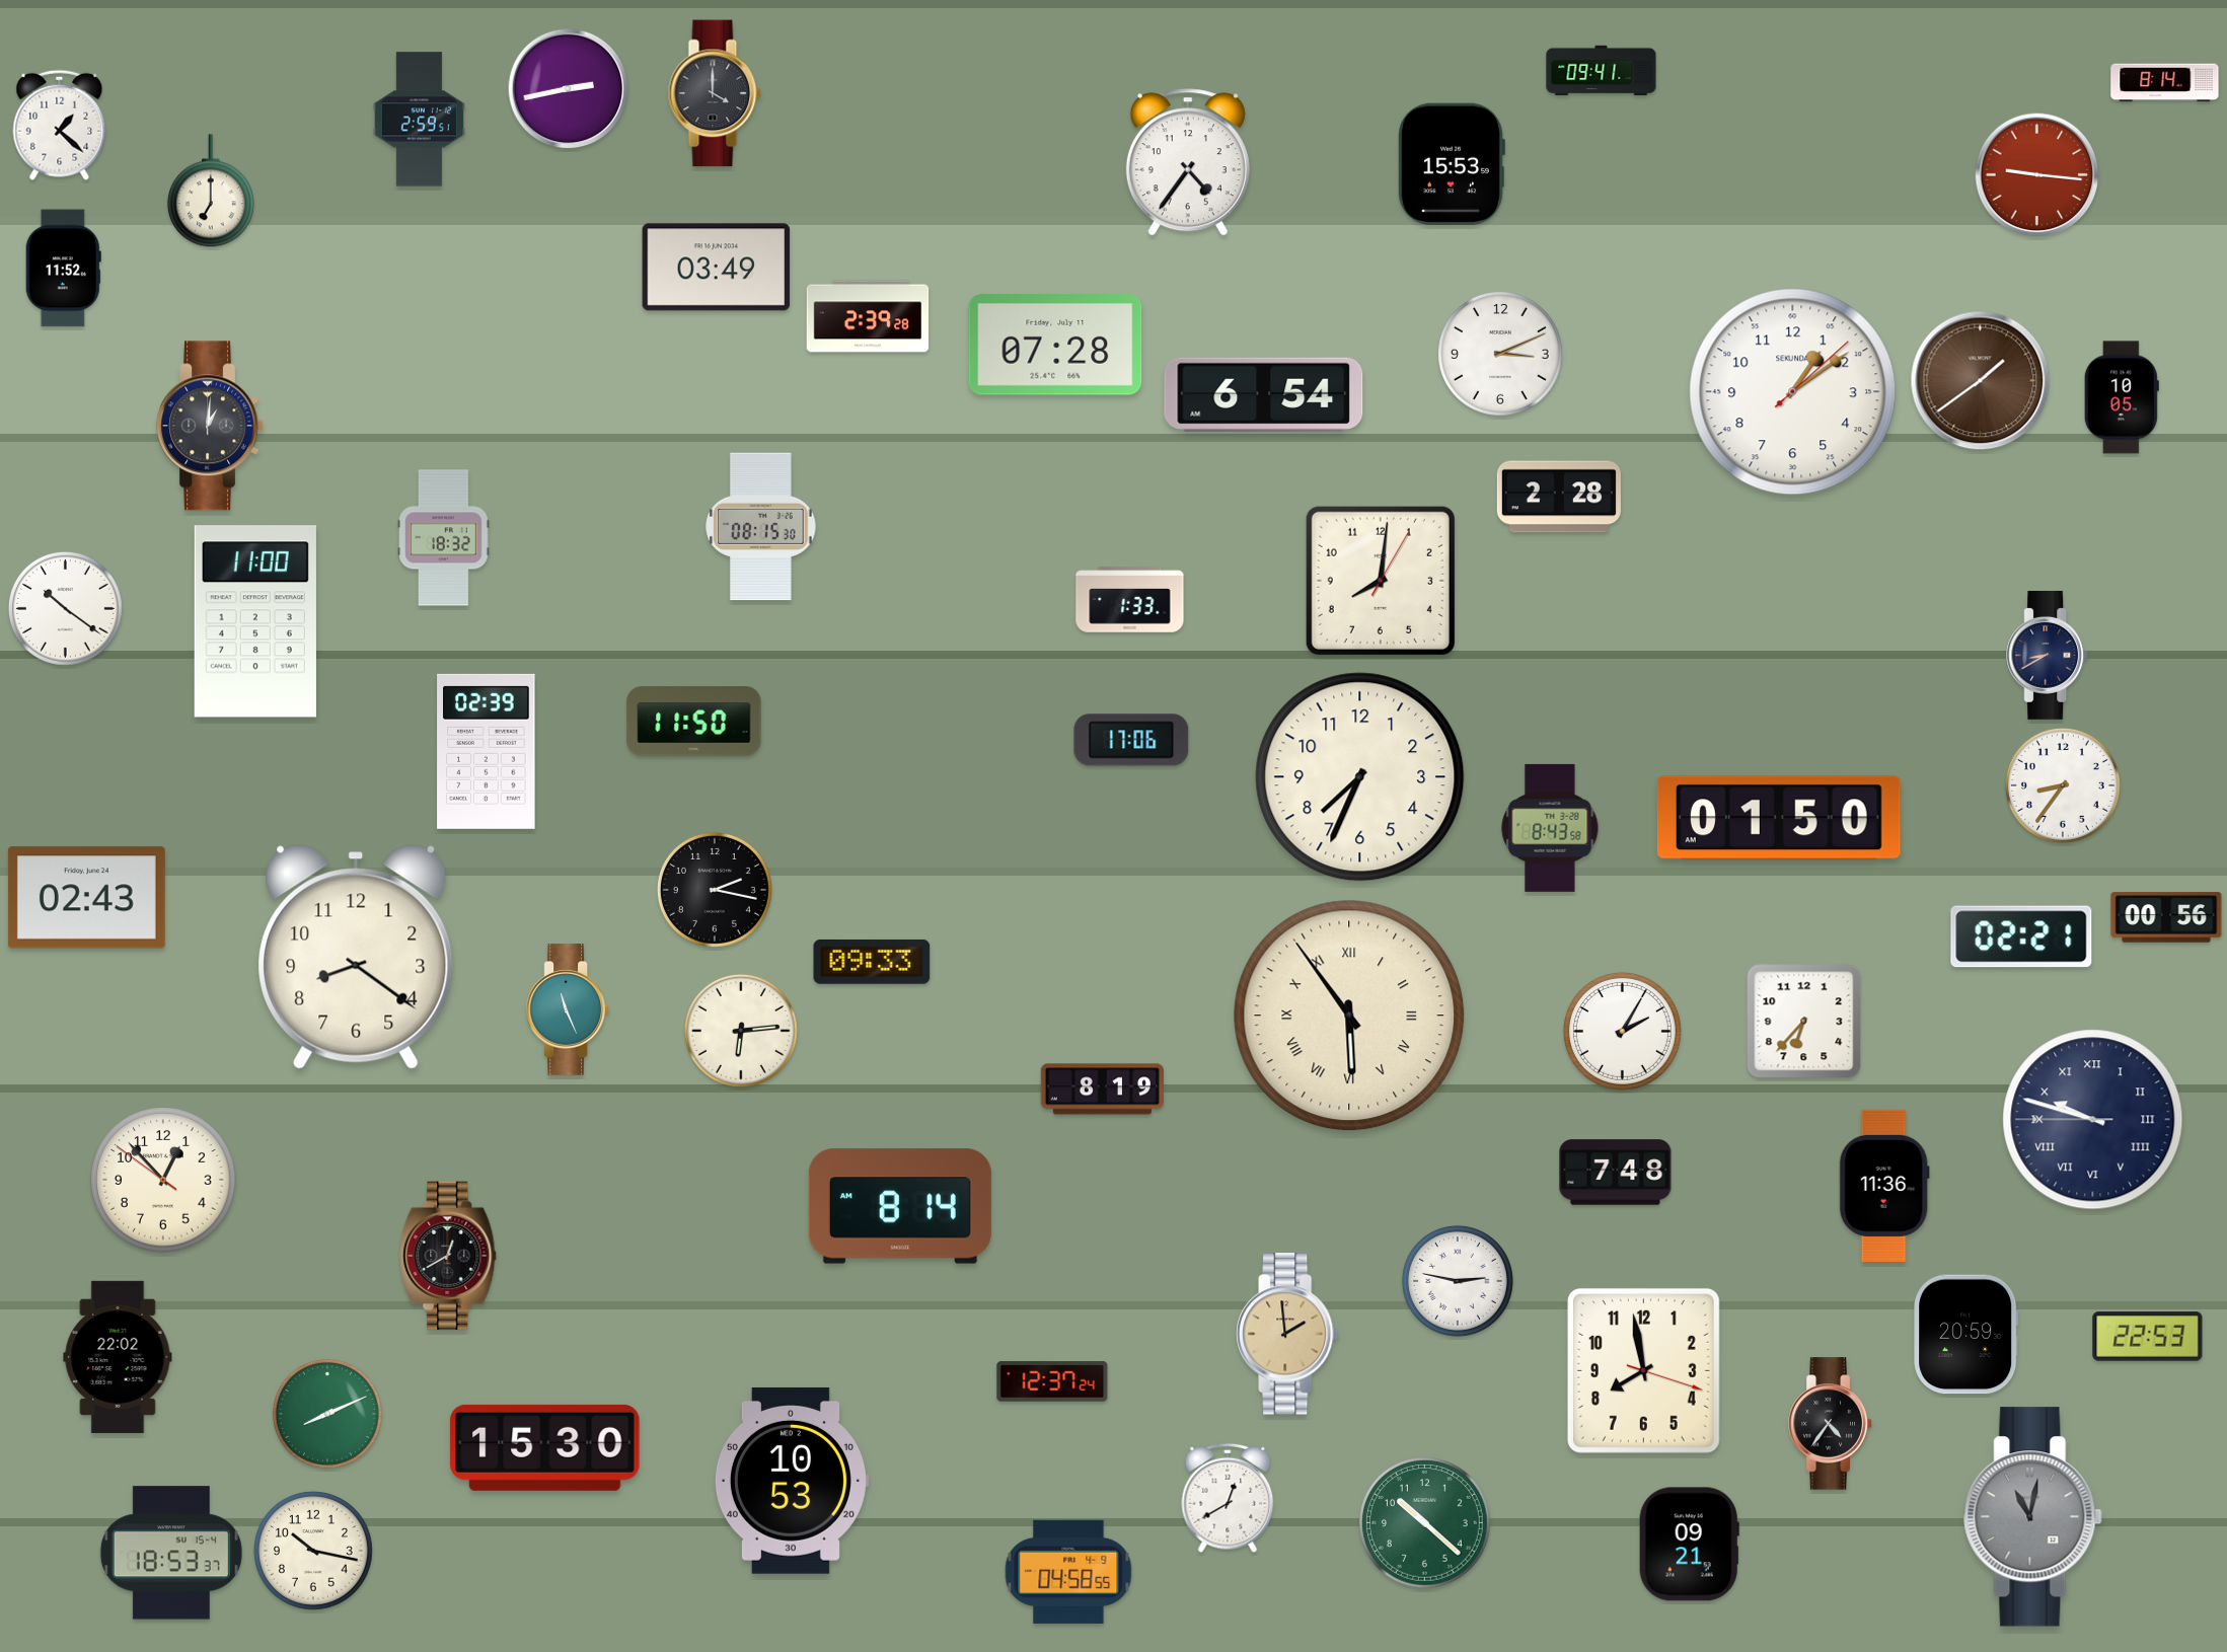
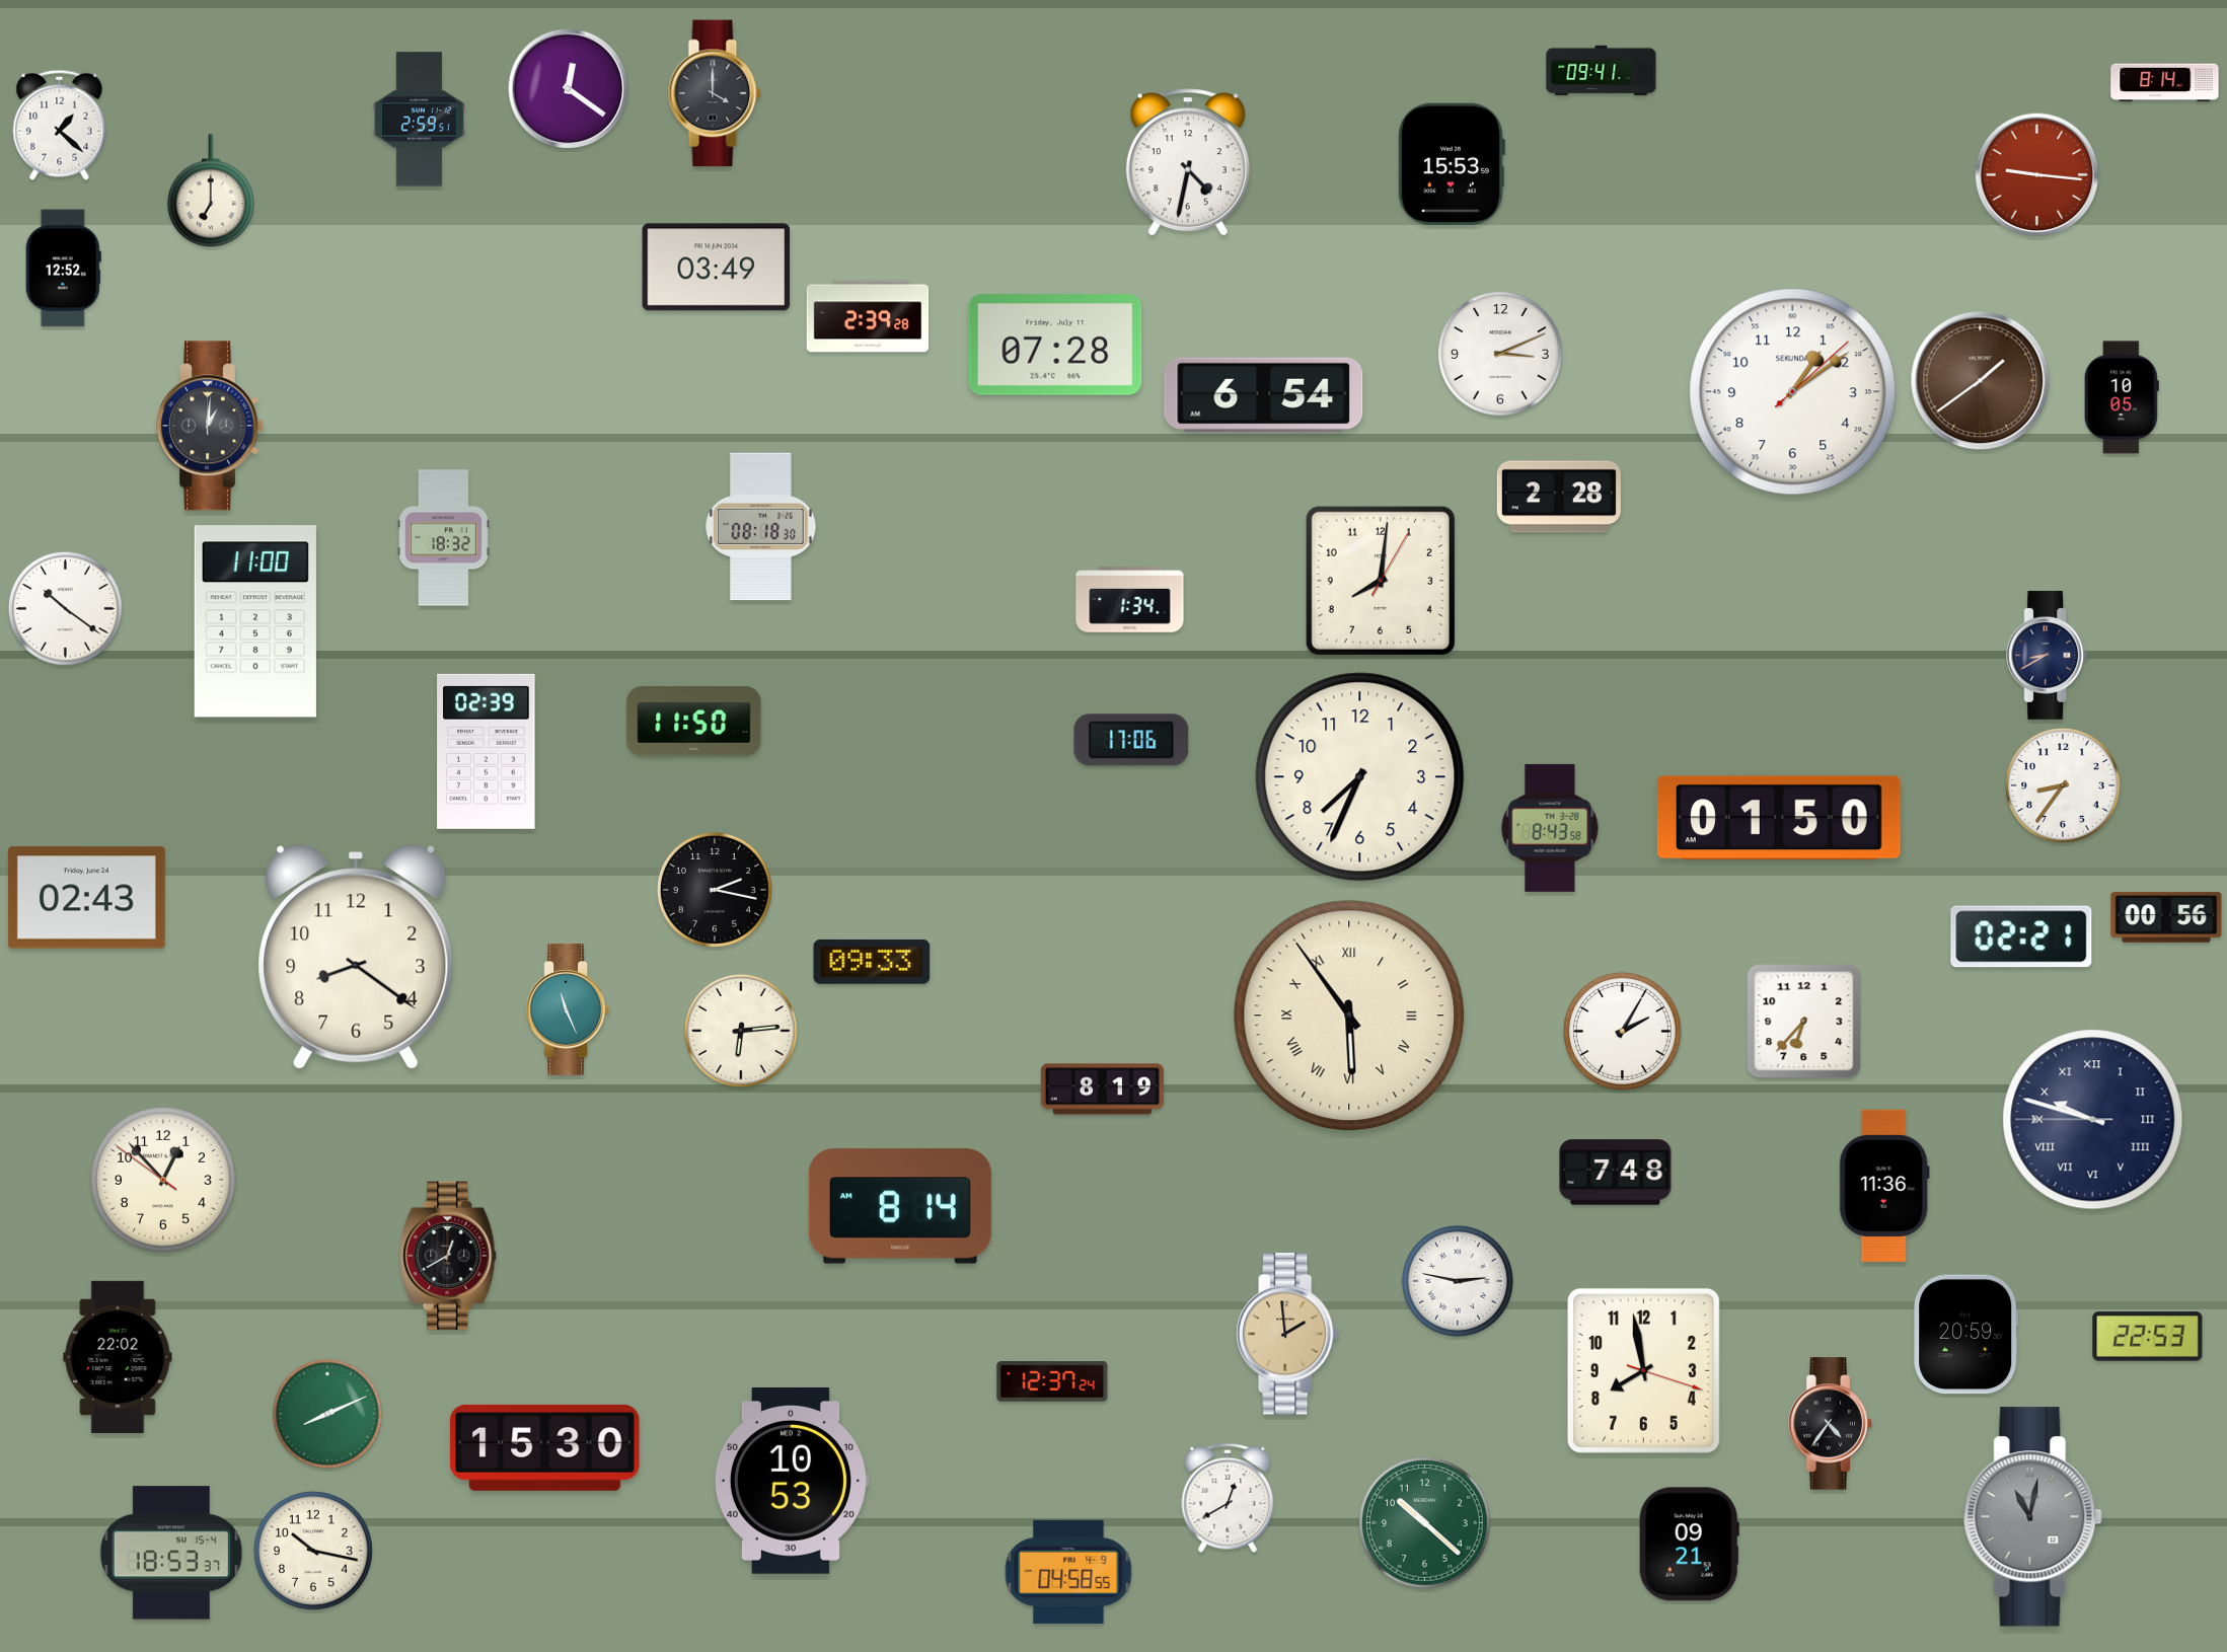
clock at (569, 89): 2:43 -> 12:21
clock at (1188, 162): 4:36 -> 4:32
clock at (63, 269): 11:52 -> 12:52
clock at (761, 527): 08:15 -> 08:18
clock at (1130, 600): 1:33 -> 1:34
